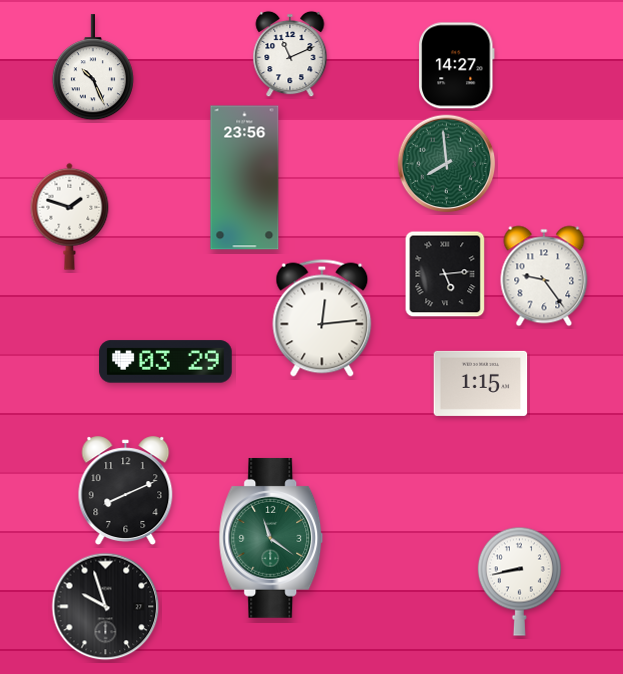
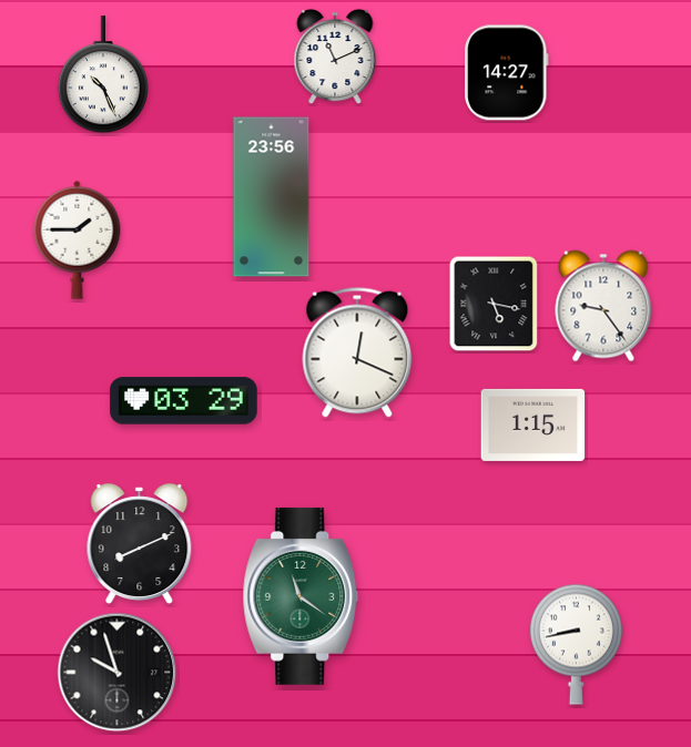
clock at (290, 54) position: (290, 54) -> (335, 57)
clock at (447, 164): 7:59 -> none
clock at (70, 216): 1:48 -> 1:45
clock at (445, 274): 5:14 -> 5:17
clock at (322, 318): 12:14 -> 12:19
